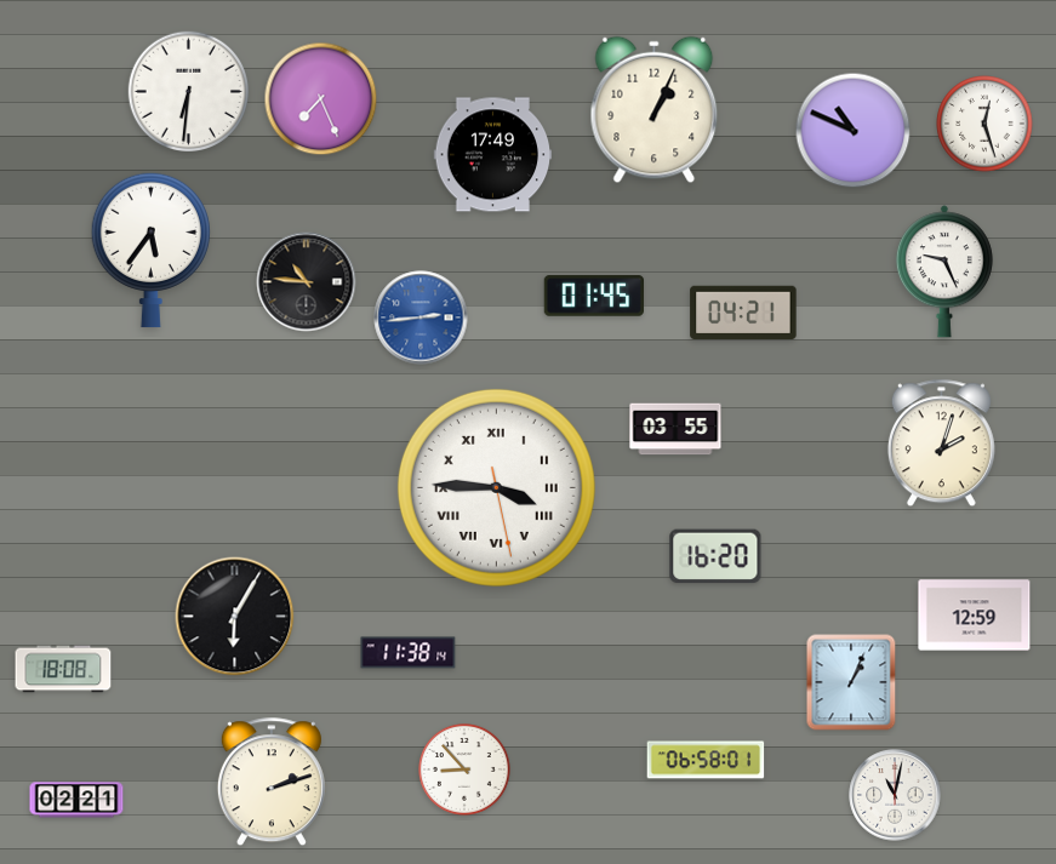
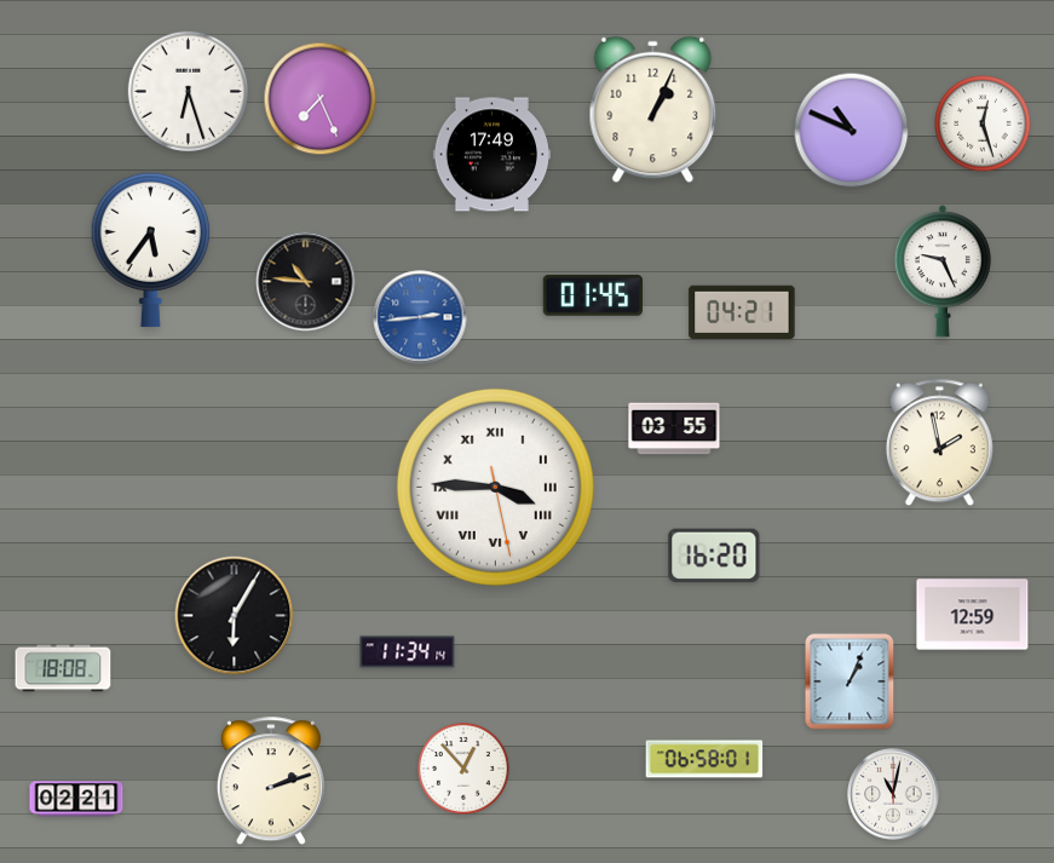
clock at (188, 91): 6:31 -> 6:27
clock at (941, 444): 2:03 -> 1:58
clock at (409, 653): 11:38 -> 11:34
clock at (466, 771): 8:53 -> 12:53
